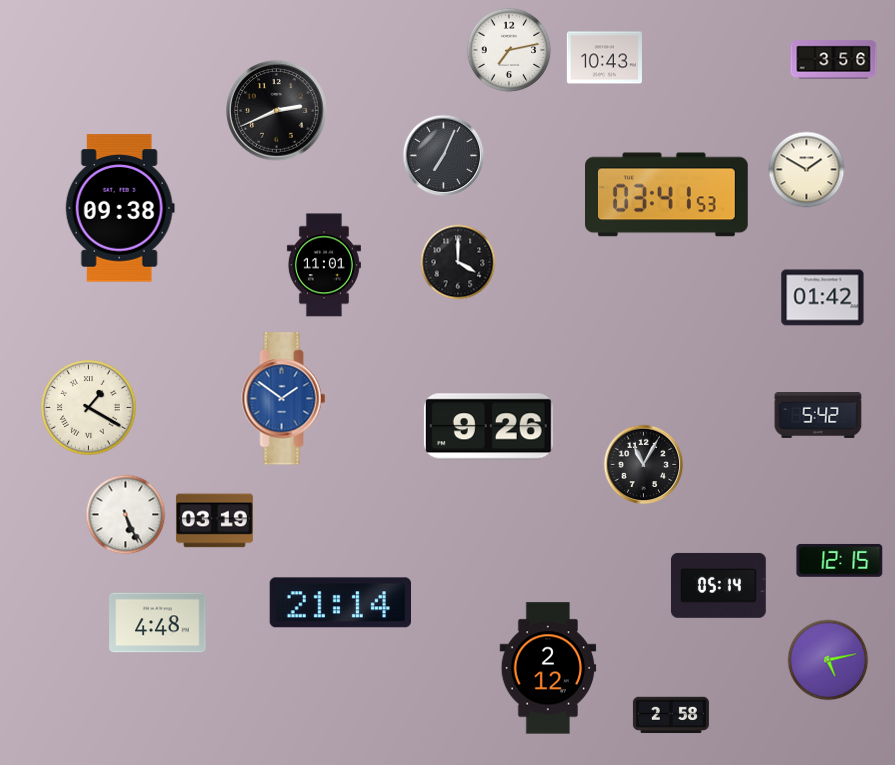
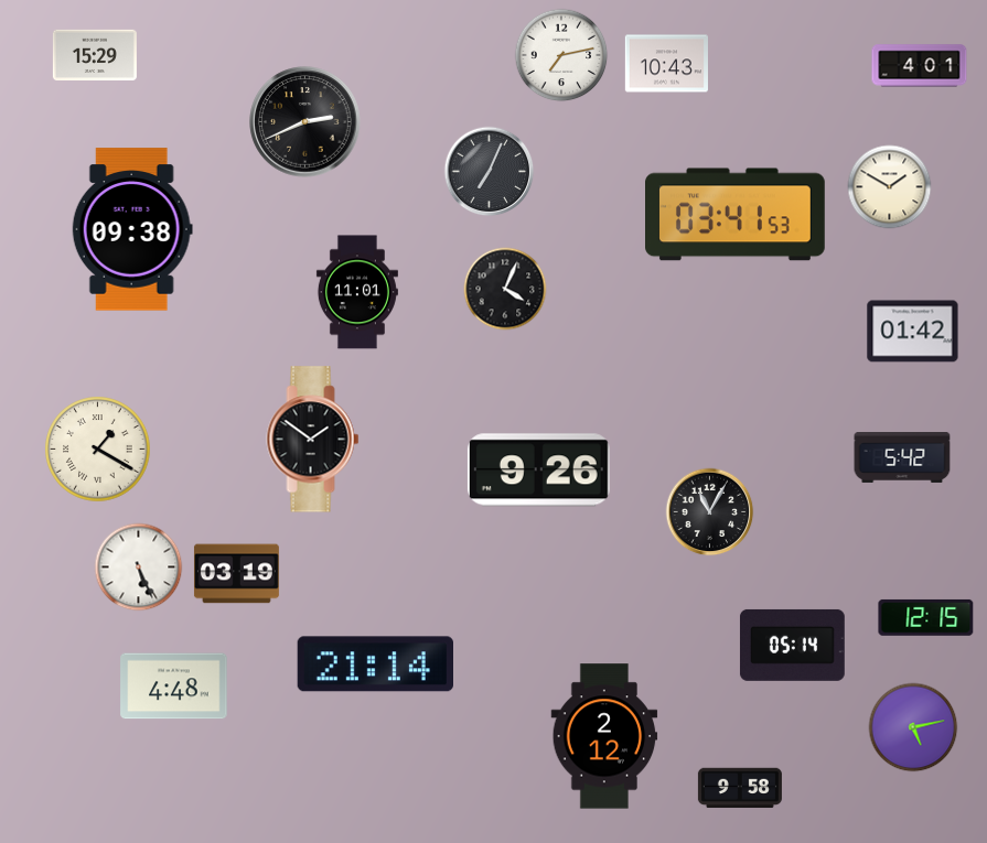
clock at (95, 55): none -> 15:29
clock at (834, 60): 3:56 -> 4:01
clock at (458, 262): 4:00 -> 4:04
clock at (823, 298) position: (823, 298) -> (913, 332)
clock at (284, 399) dial: blue -> black
clock at (671, 715): 2:58 -> 9:58
